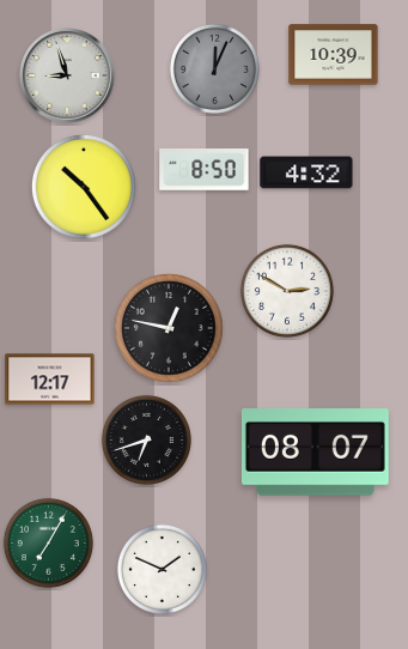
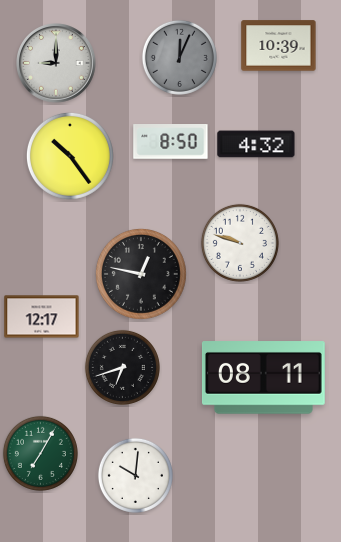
clock at (67, 75): 8:57 -> 9:00
clock at (287, 291): 2:50 -> 9:48
clock at (315, 453): 08:07 -> 08:11
clock at (162, 569): 1:49 -> 10:01
